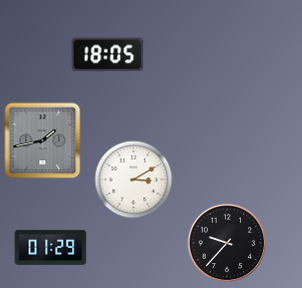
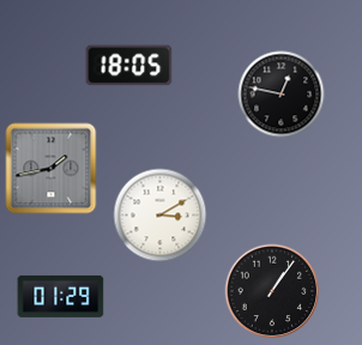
clock at (282, 95): none -> 12:47
clock at (227, 243): 9:37 -> 1:06
